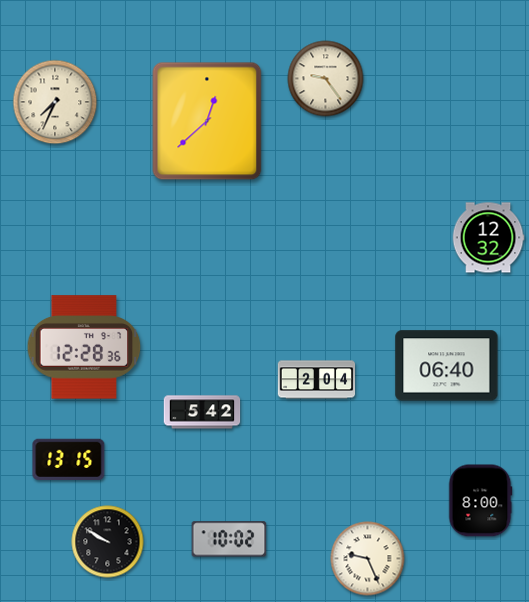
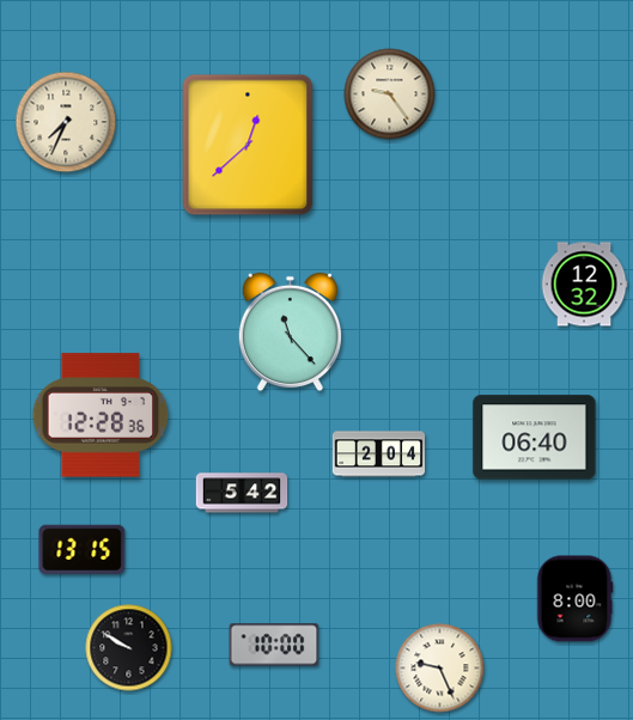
clock at (290, 332): none -> 11:23
clock at (229, 539): 10:02 -> 10:00
